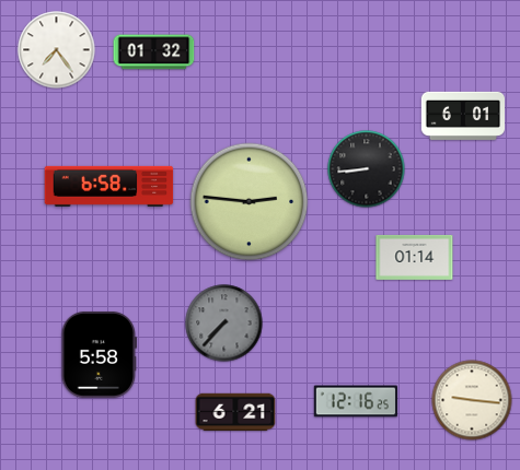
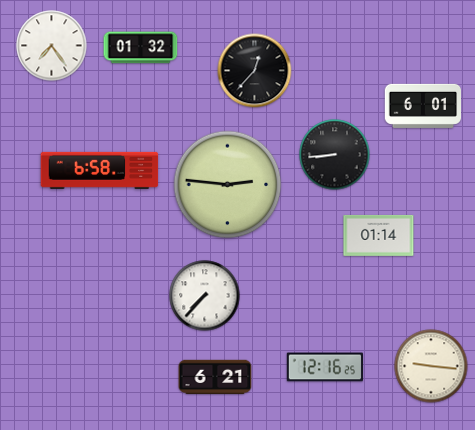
clock at (255, 71): none -> 12:37
clock at (224, 324) dial: grey -> white
clock at (99, 355): 5:58 -> none
